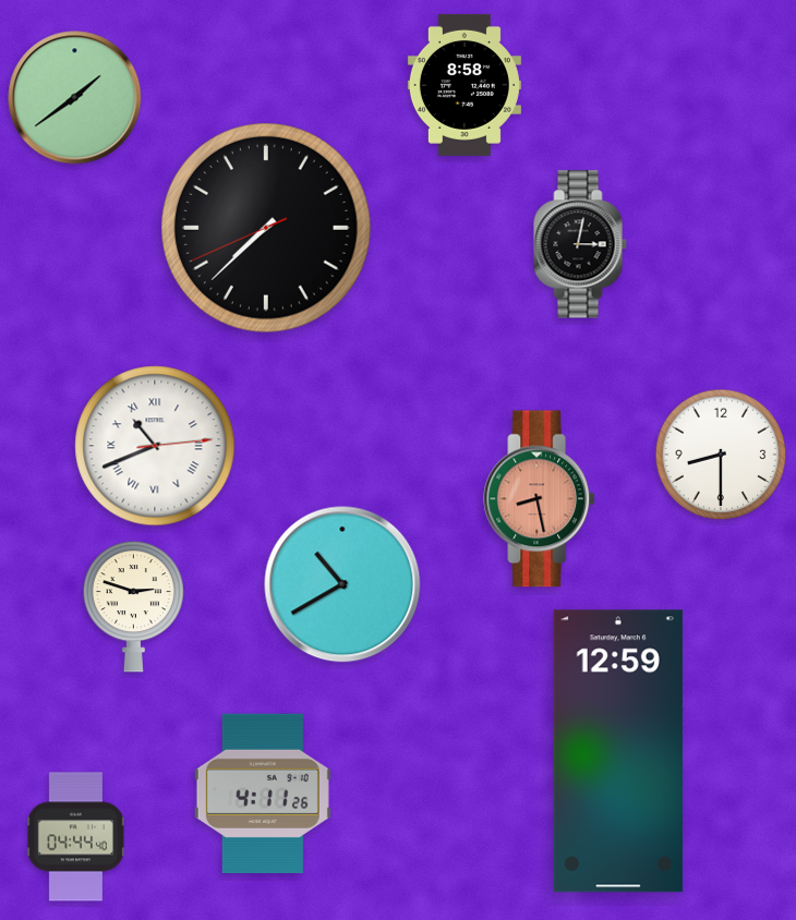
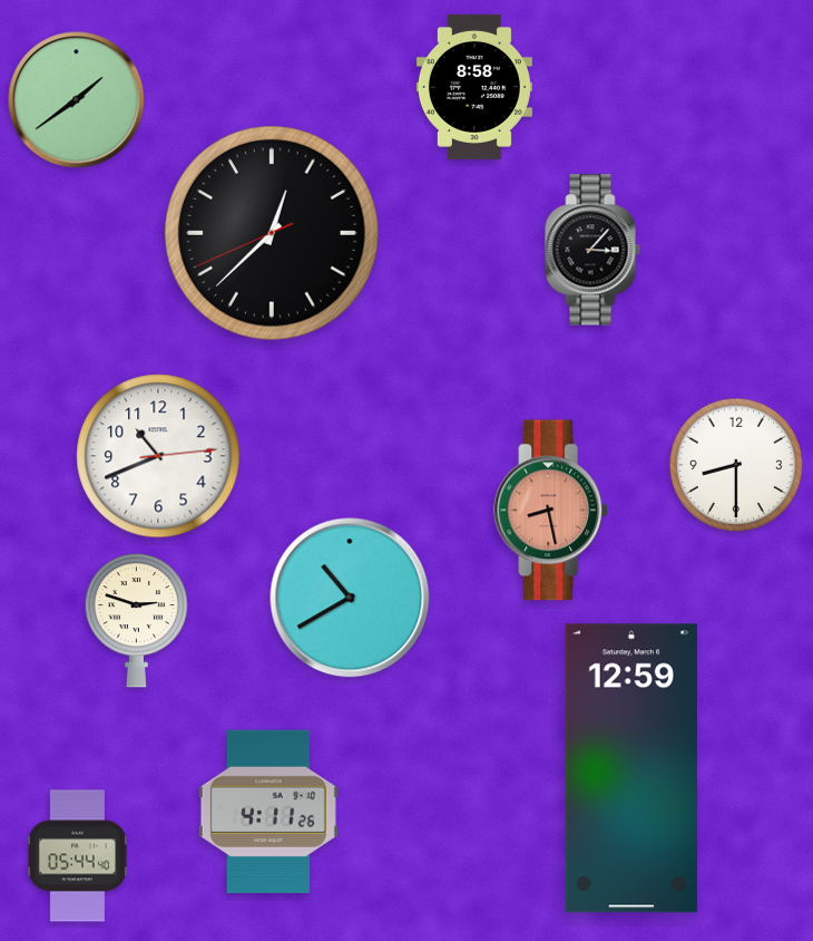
clock at (267, 229): 7:37 -> 12:37
clock at (580, 244): 3:02 -> 3:07
clock at (155, 446) numerals: Roman -> Arabic
clock at (75, 837): 04:44 -> 05:44
